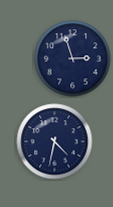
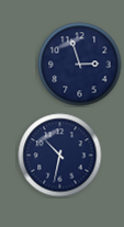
clock at (55, 142): 4:32 -> 10:32
